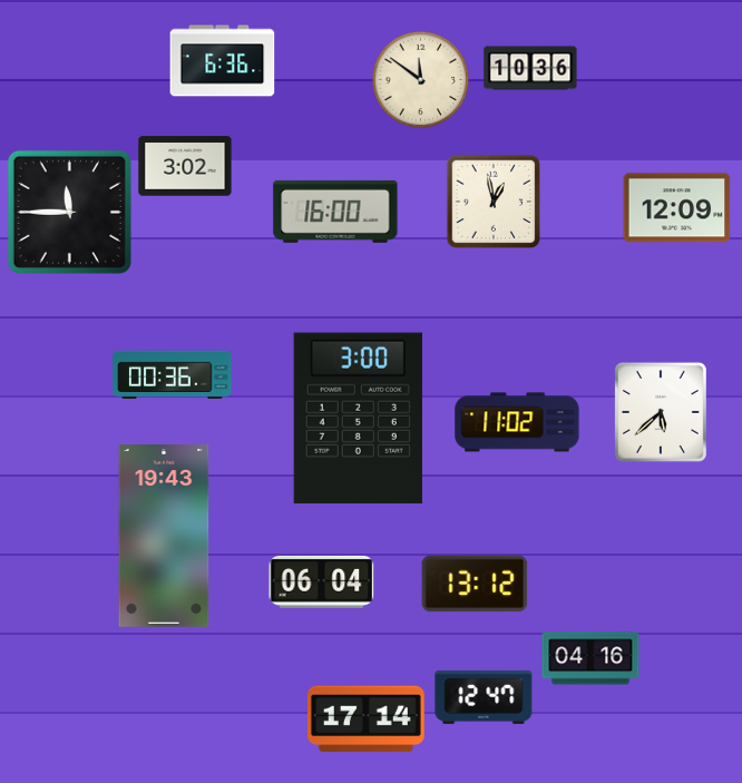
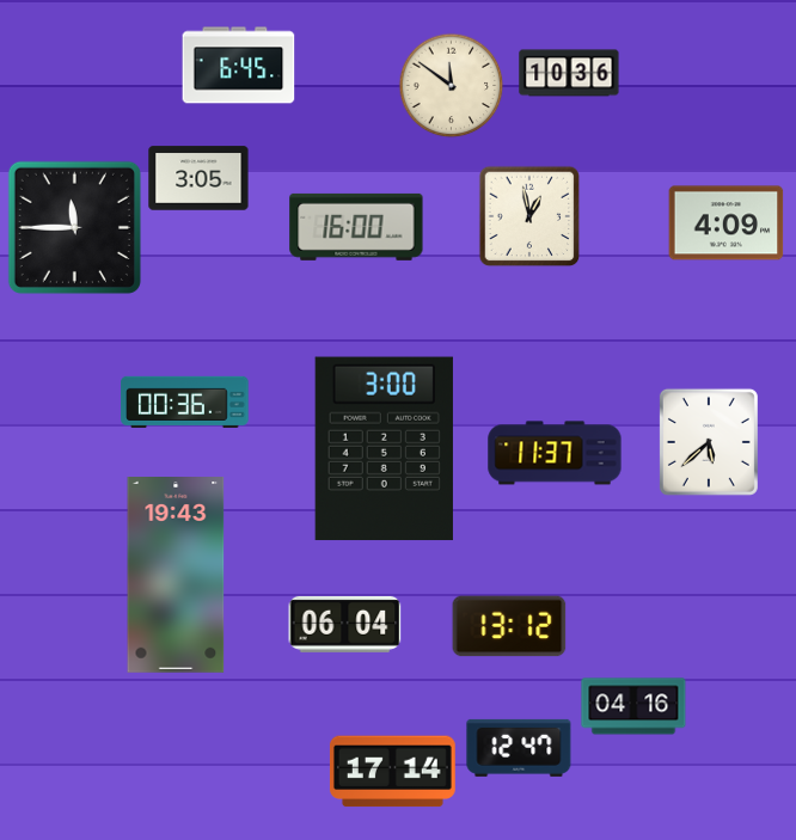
clock at (223, 61): 6:36 -> 6:45
clock at (185, 166): 3:02 -> 3:05
clock at (677, 208): 12:09 -> 4:09
clock at (335, 212) position: (335, 212) -> (356, 227)
clock at (517, 422): 11:02 -> 11:37
